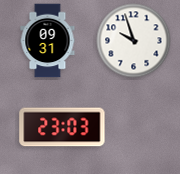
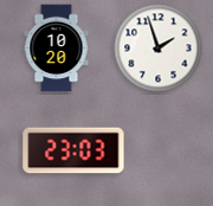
clock at (48, 41): 09:31 -> 10:20
clock at (134, 41): 9:57 -> 1:57
